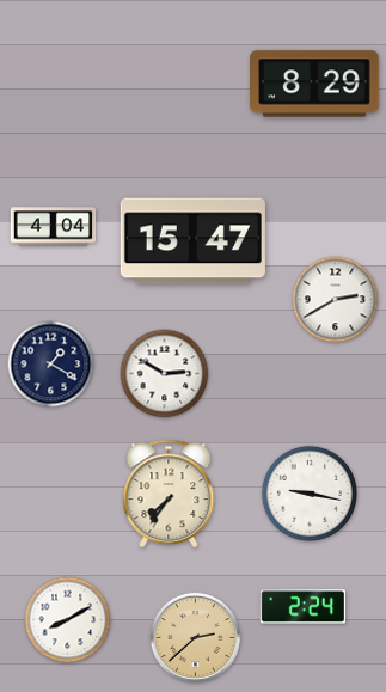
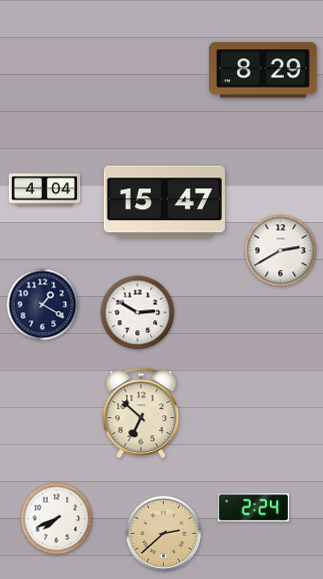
clock at (192, 241) position: (192, 241) -> (164, 202)
clock at (308, 492): 9:17 -> none
clock at (169, 494): 7:36 -> 6:52
clock at (68, 620): 8:10 -> 7:41
